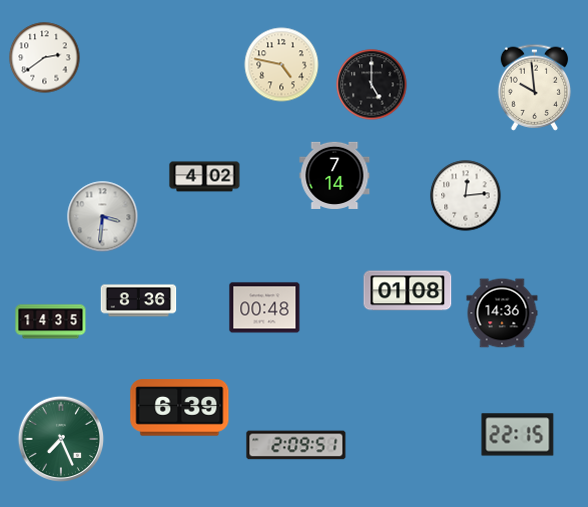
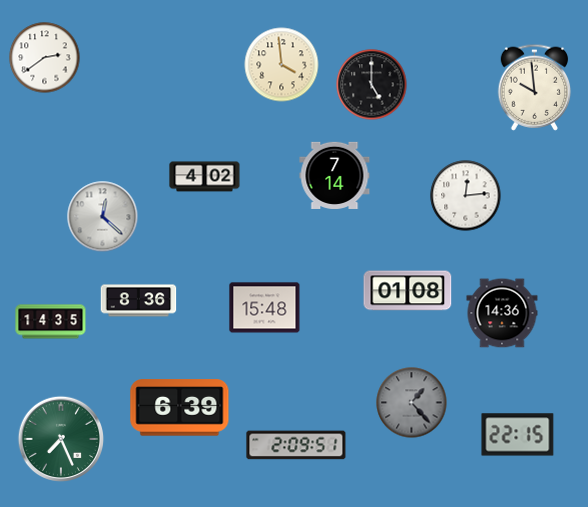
clock at (282, 65): 4:47 -> 3:59
clock at (103, 217): 3:31 -> 12:22
clock at (265, 308): 00:48 -> 15:48
clock at (412, 403): none -> 1:23
